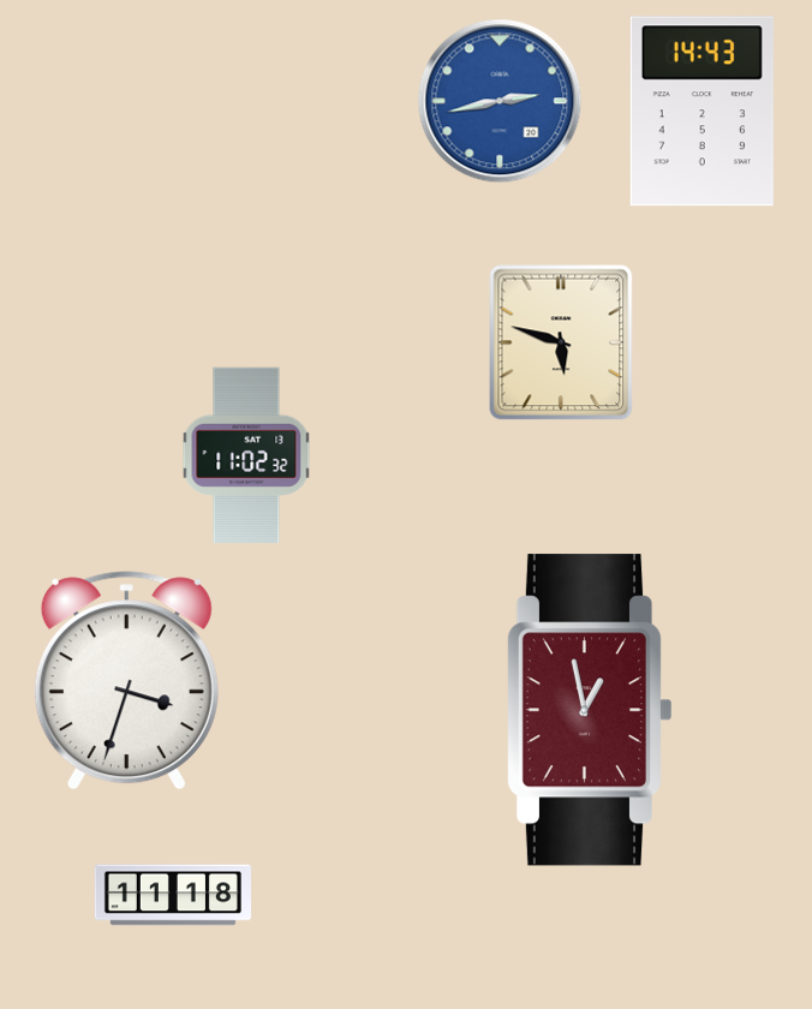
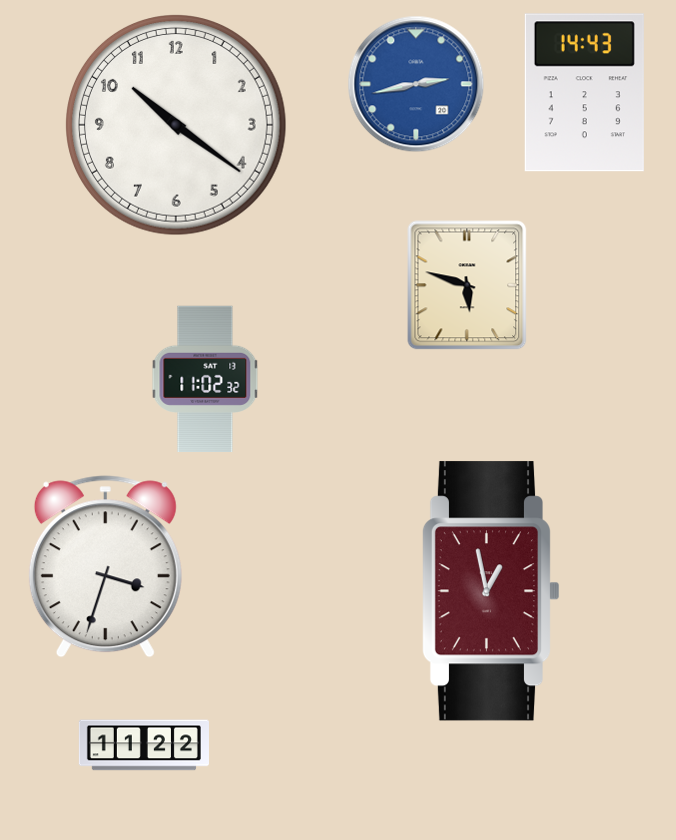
clock at (177, 126): none -> 10:21
clock at (173, 895): 11:18 -> 11:22
